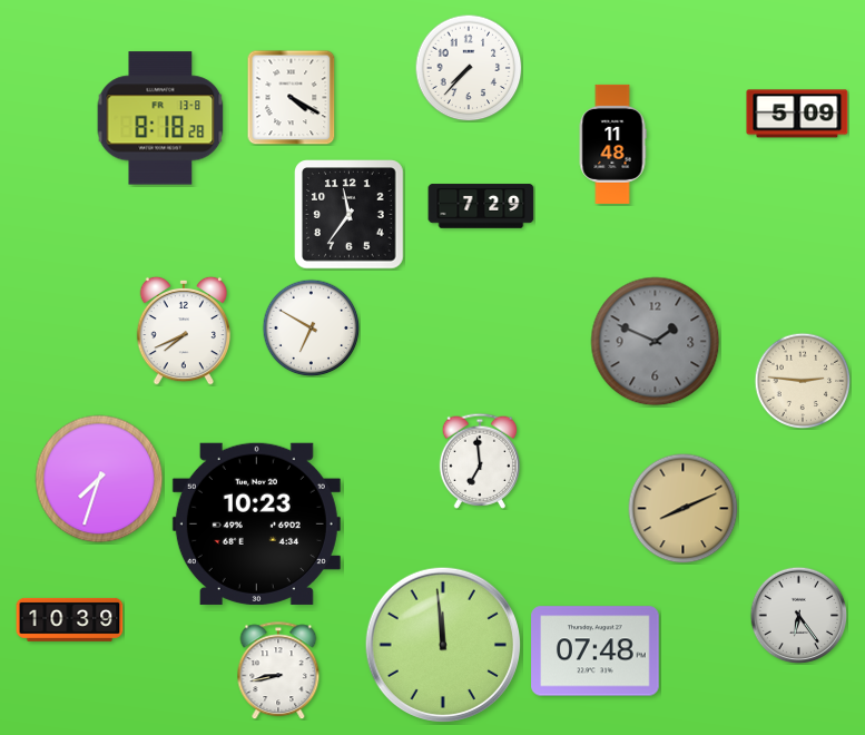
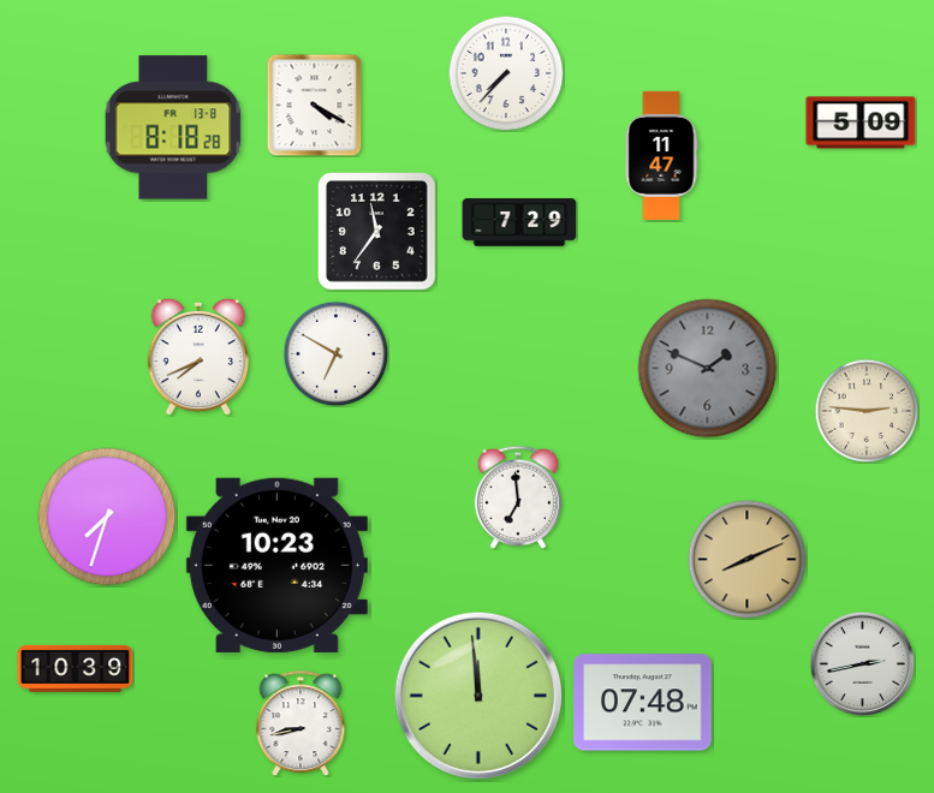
clock at (612, 144): 11:48 -> 11:47
clock at (684, 509) position: (684, 509) -> (748, 560)
clock at (798, 615): 6:24 -> 2:43
